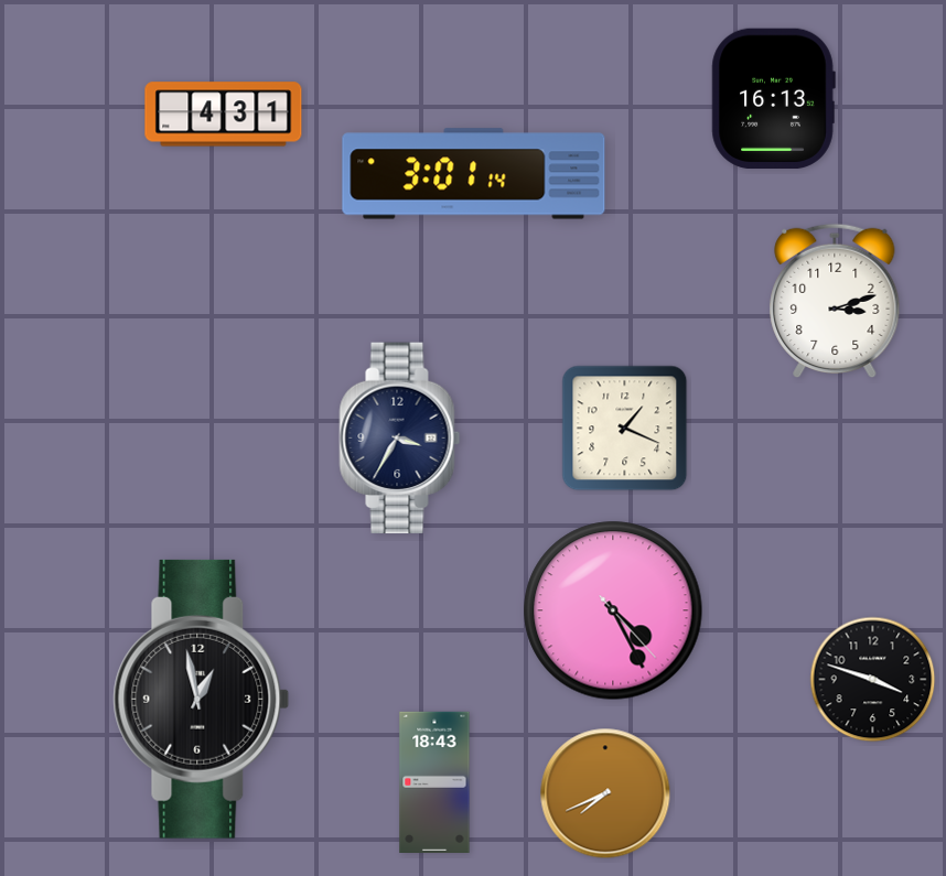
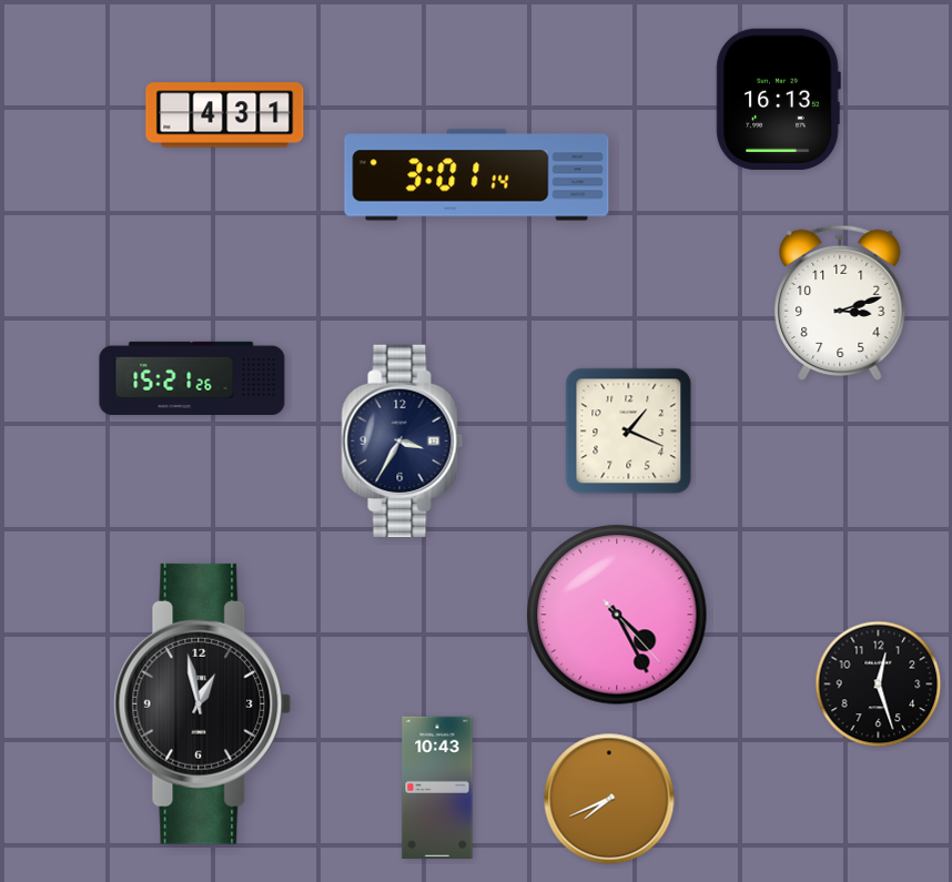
clock at (192, 378): none -> 15:21
clock at (873, 680): 3:48 -> 12:27
clock at (434, 781): 18:43 -> 10:43
